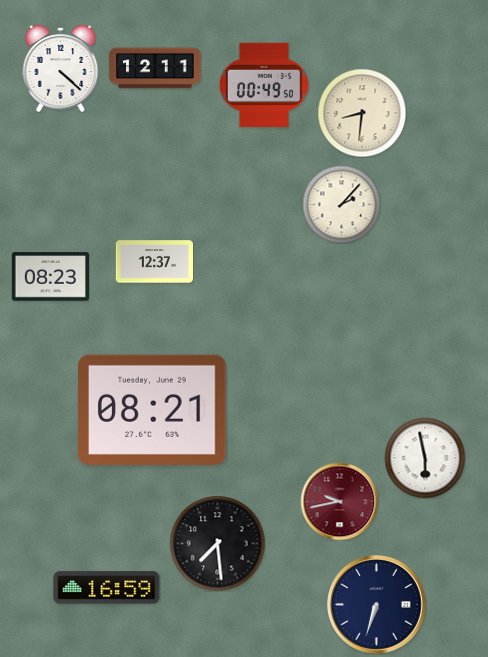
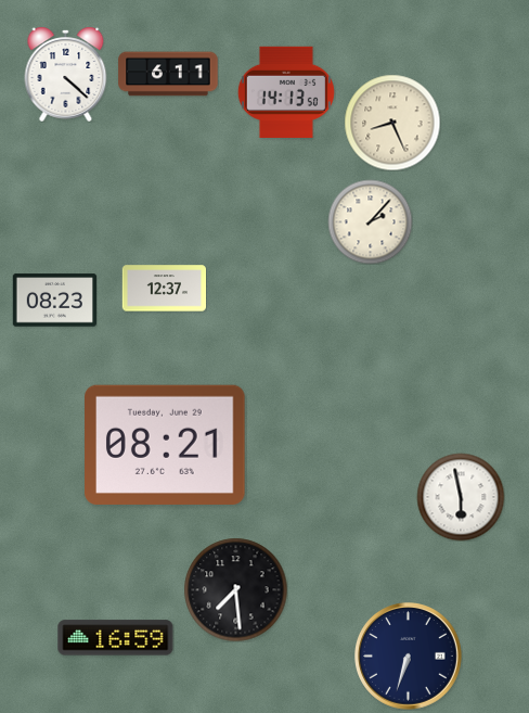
clock at (155, 68): 12:11 -> 6:11
clock at (264, 84): 00:49 -> 14:13
clock at (362, 113): 8:31 -> 8:26
clock at (154, 262) position: (154, 262) -> (164, 289)
clock at (339, 501): 9:43 -> none
